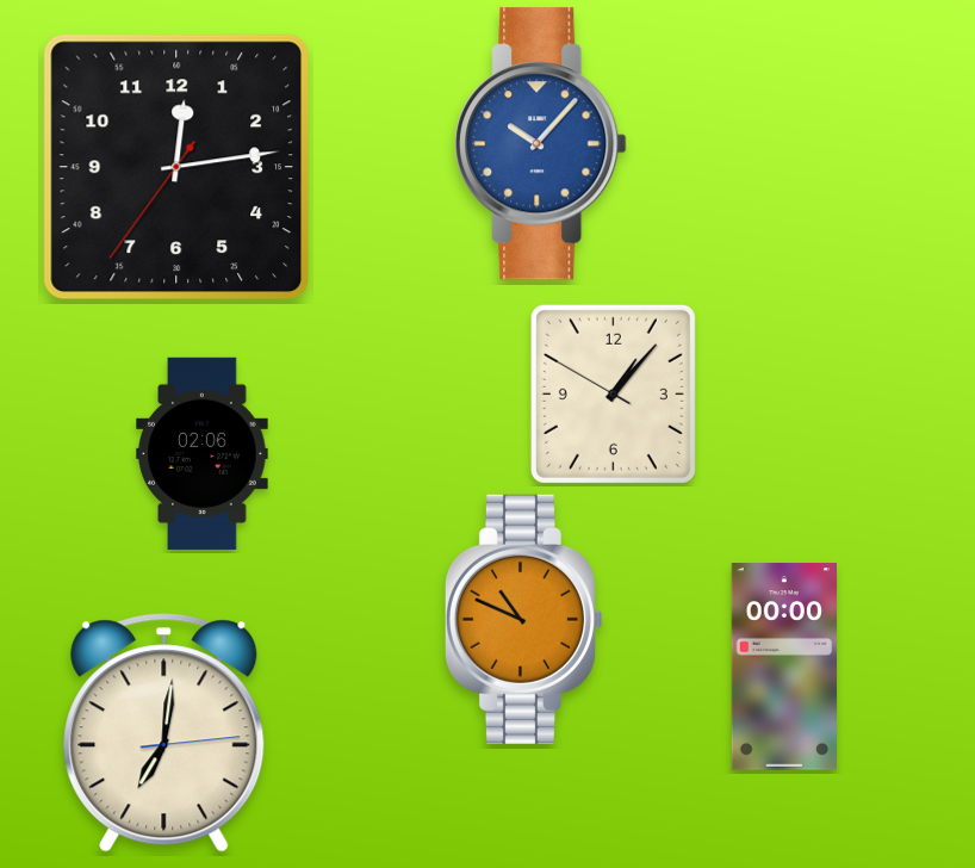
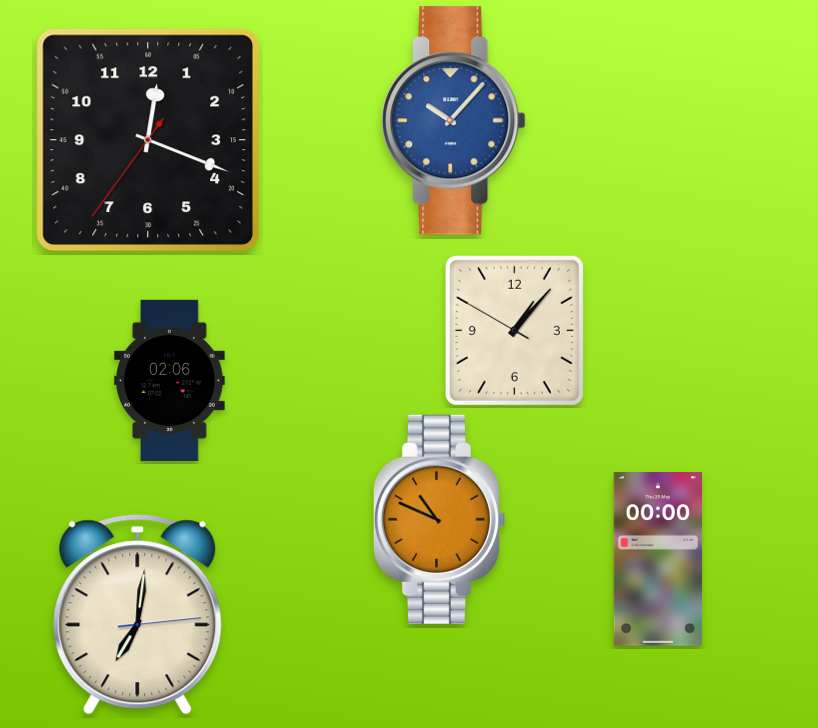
clock at (176, 167): 12:13 -> 12:18
